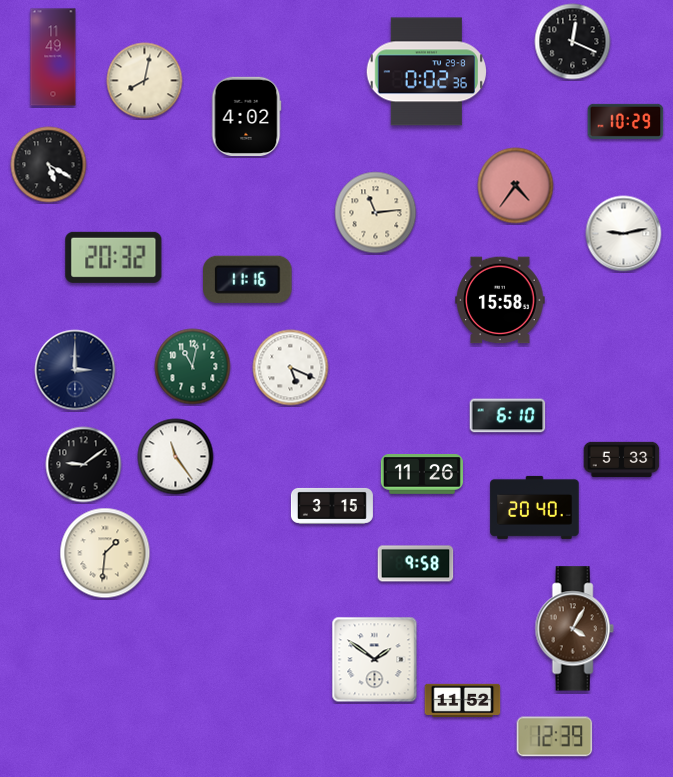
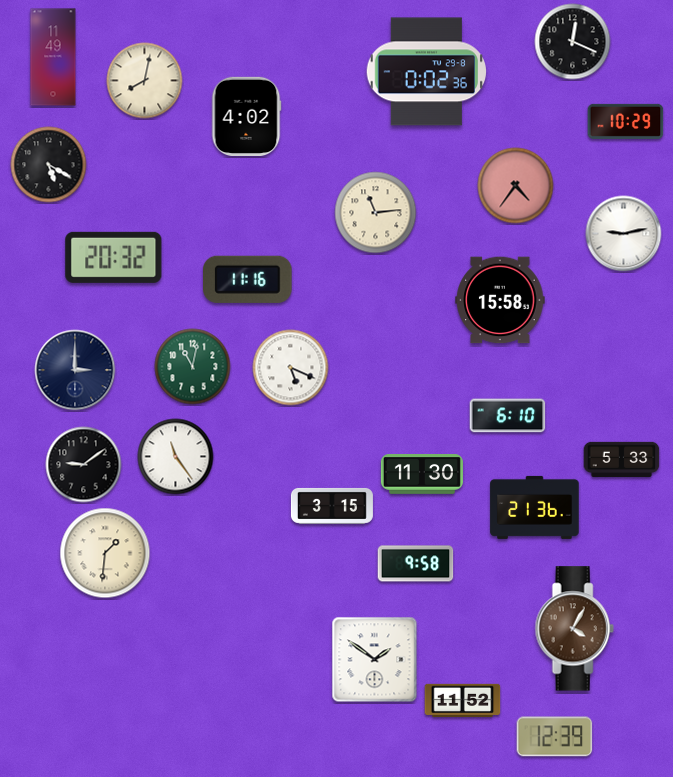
clock at (422, 475): 11:26 -> 11:30
clock at (535, 507): 20:40 -> 21:36
